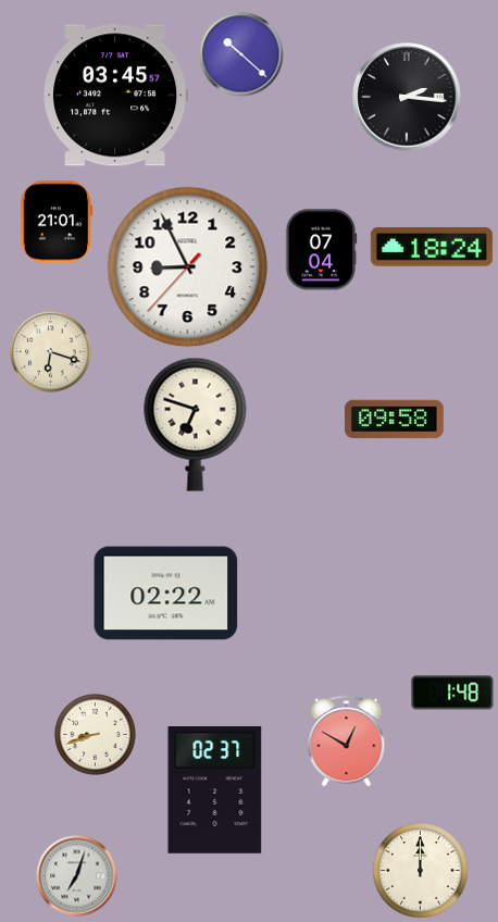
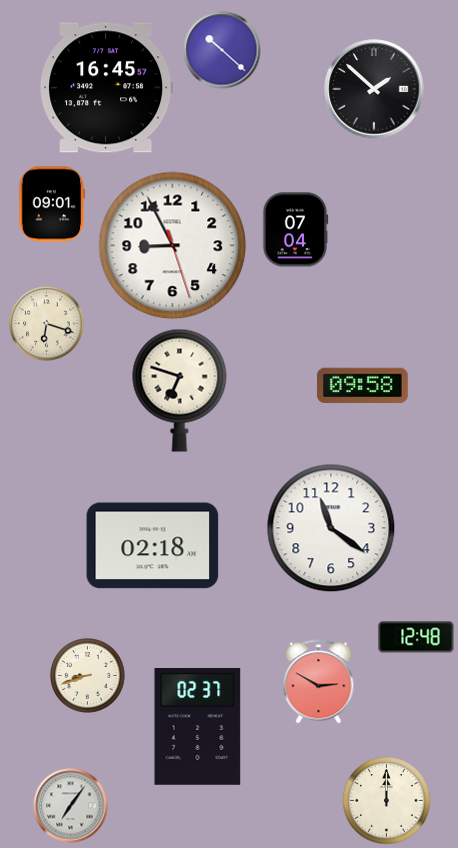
clock at (116, 96): 03:45 -> 16:45
clock at (407, 97): 2:16 -> 1:52
clock at (57, 222): 21:01 -> 09:01
clock at (432, 247): 18:24 -> none
clock at (188, 267): 8:55:37 -> 8:55:27
clock at (331, 528): none -> 11:21
clock at (166, 594): 02:22 -> 02:18
clock at (452, 693): 1:48 -> 12:48
clock at (347, 742): 12:50 -> 2:50
clock at (77, 876): 7:03 -> 7:06
